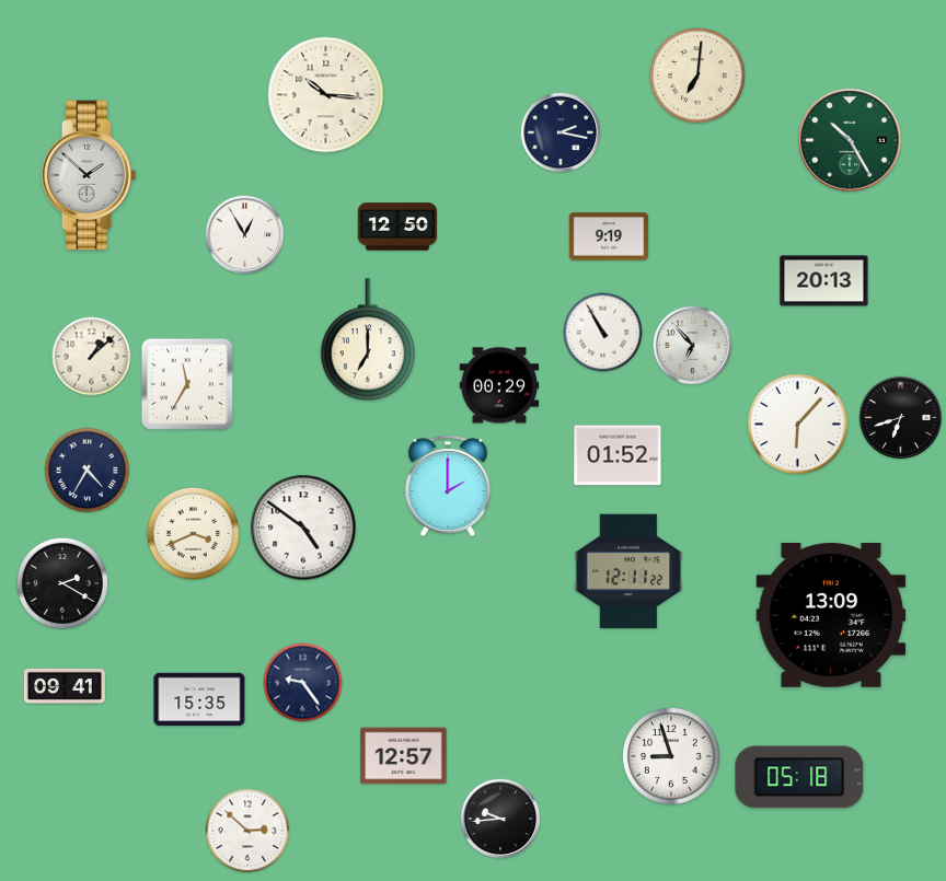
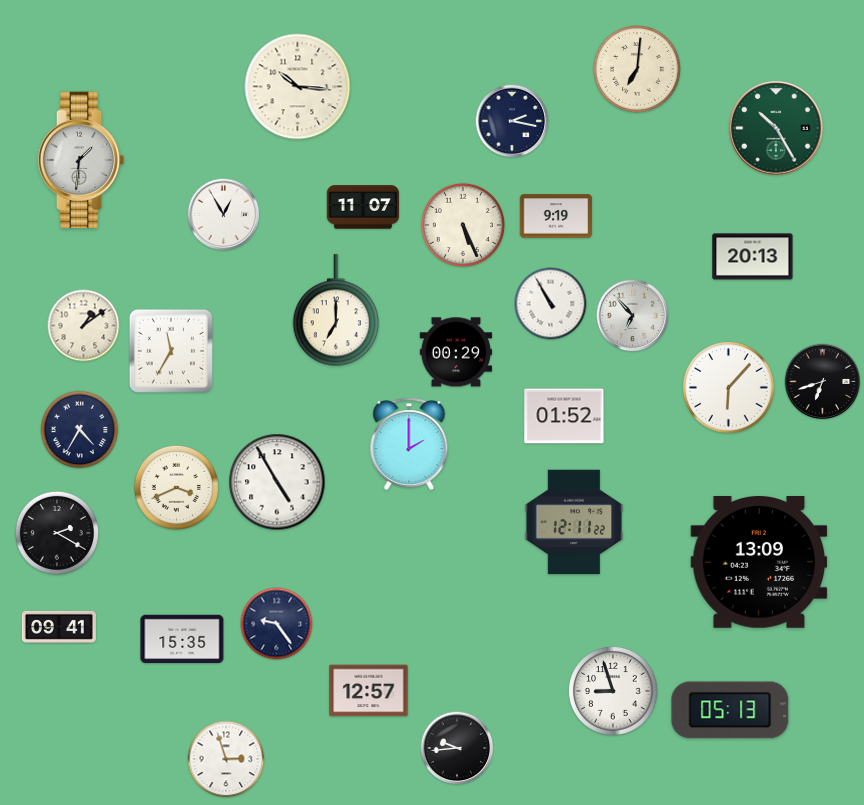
clock at (89, 175): 1:52 -> 1:31
clock at (397, 227): 12:50 -> 11:07
clock at (463, 225): none -> 5:26
clock at (92, 357): 1:08 -> 1:09
clock at (303, 528): 4:51 -> 4:55
clock at (799, 777): 05:18 -> 05:13
clock at (247, 831): 2:52 -> 2:57
